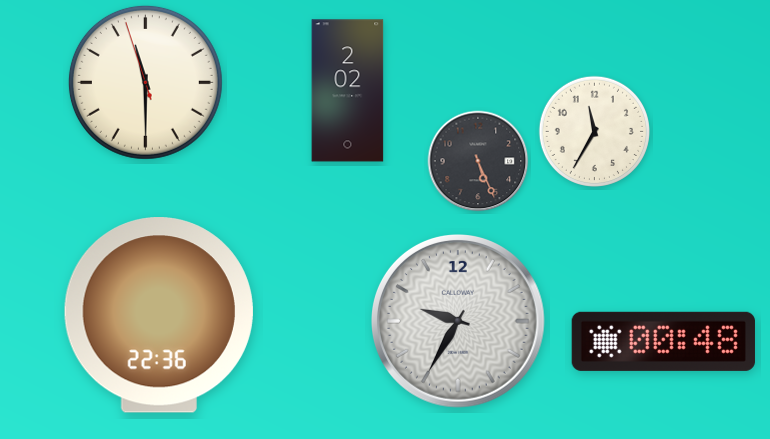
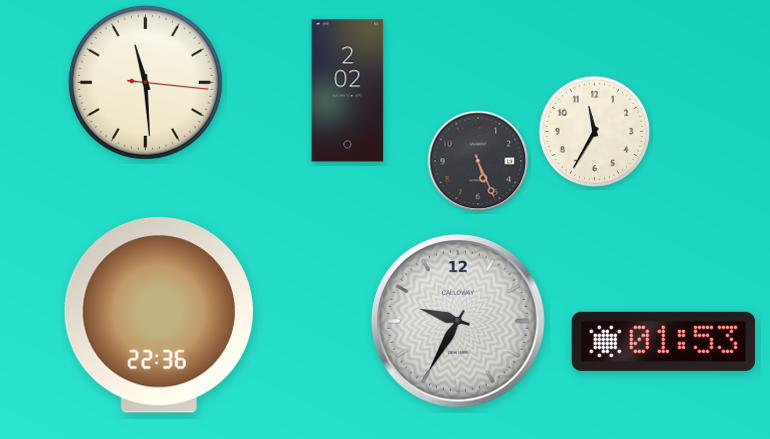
clock at (145, 82): 11:29:57 -> 11:29:16
clock at (663, 341): 00:48 -> 01:53
